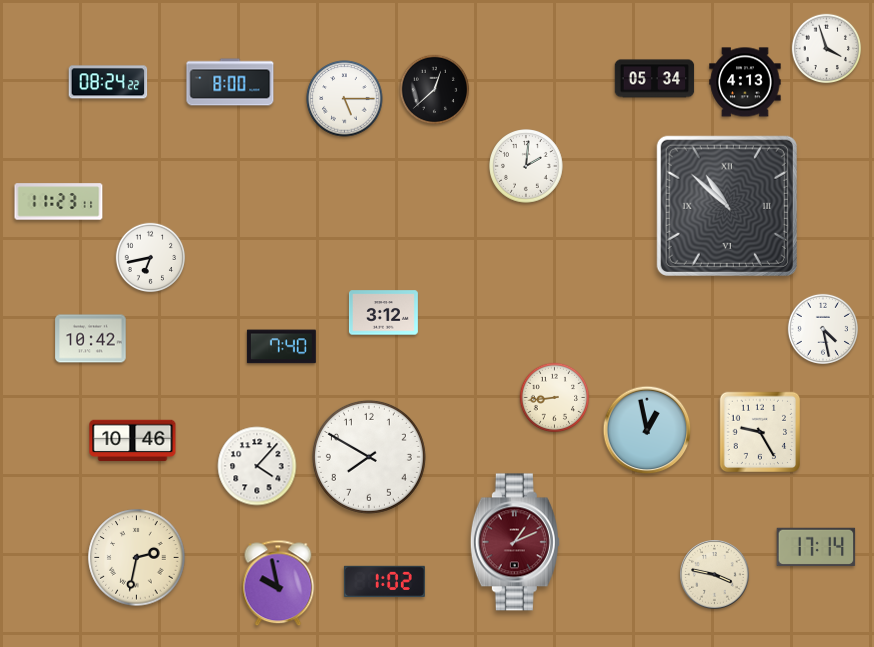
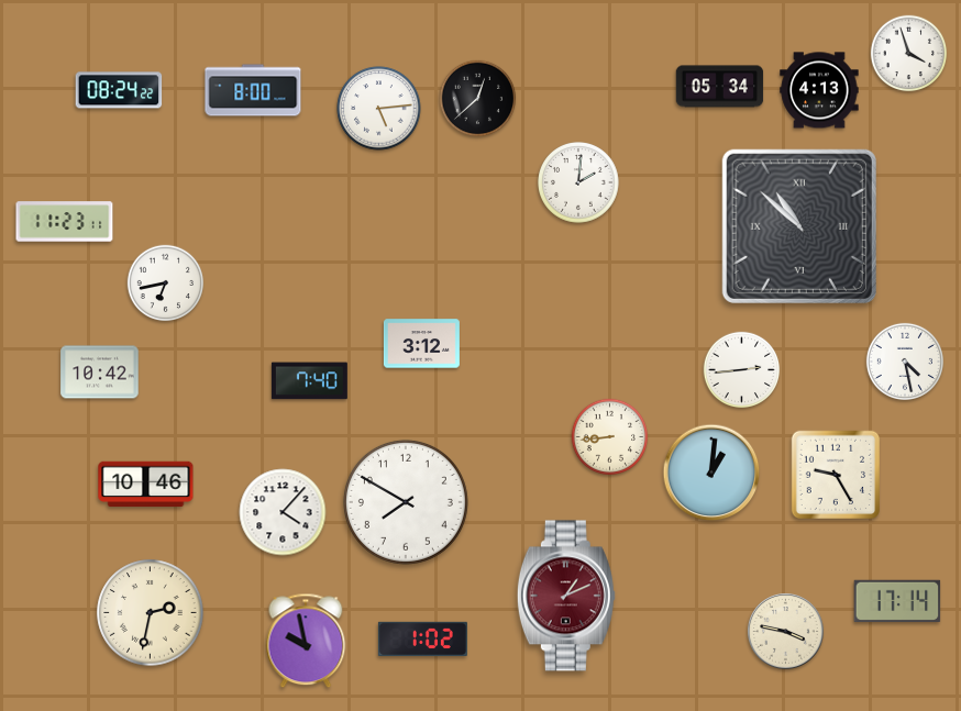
clock at (345, 99): 5:15 -> 5:14
clock at (742, 370): none -> 2:44
clock at (647, 430): 12:58 -> 1:01
